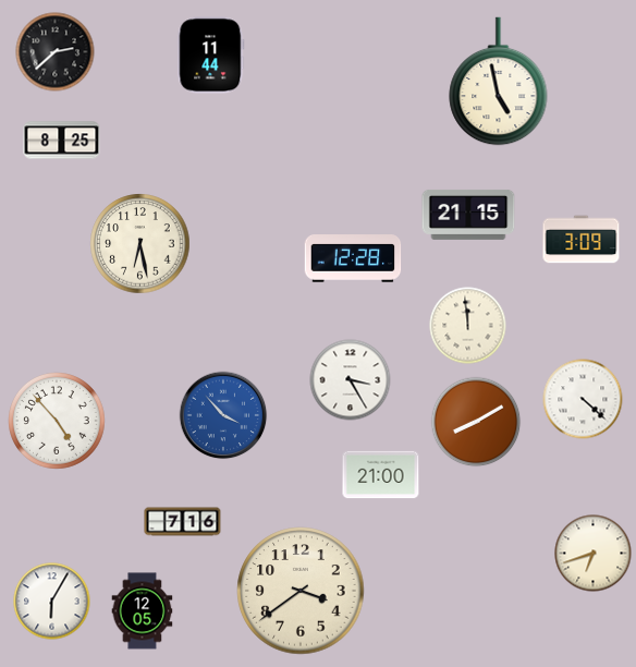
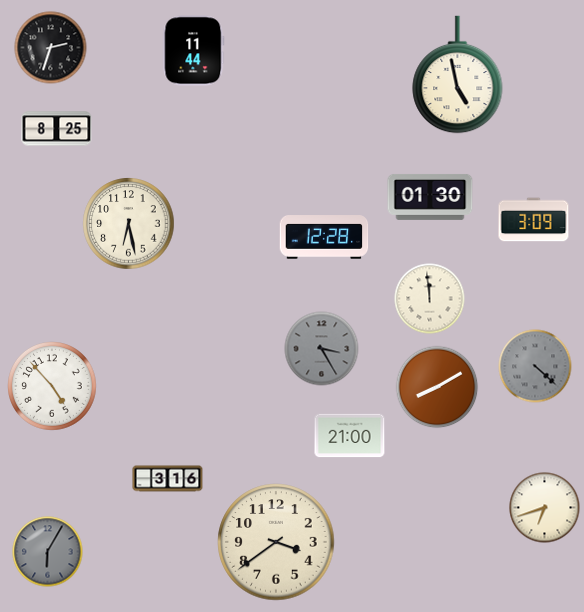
clock at (56, 52): 2:38 -> 2:33
clock at (468, 215): 21:15 -> 01:30
clock at (351, 380) dial: white -> grey
clock at (583, 399) dial: white -> grey
clock at (223, 415): 3:53 -> none
clock at (183, 522): 7:16 -> 3:16
clock at (52, 602) dial: white -> grey
clock at (143, 611): 12:05 -> none
